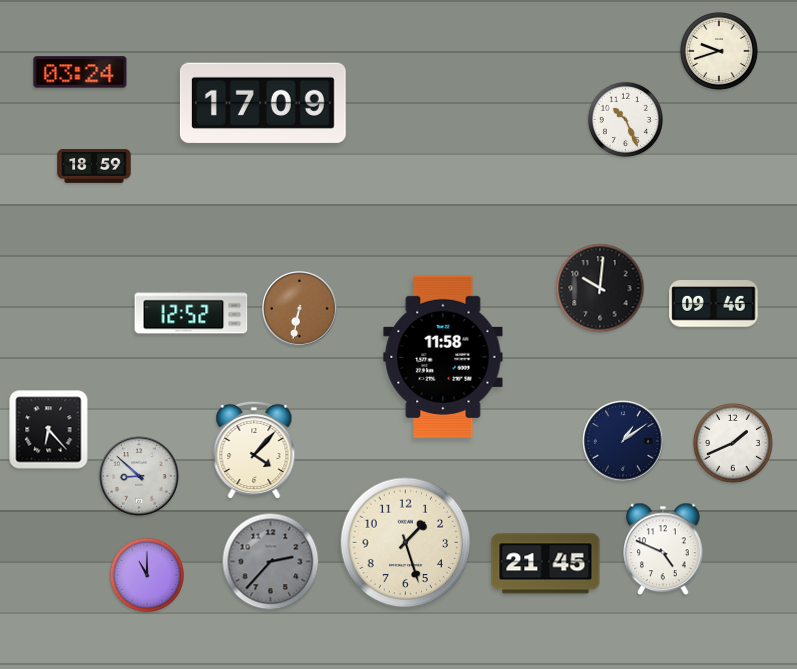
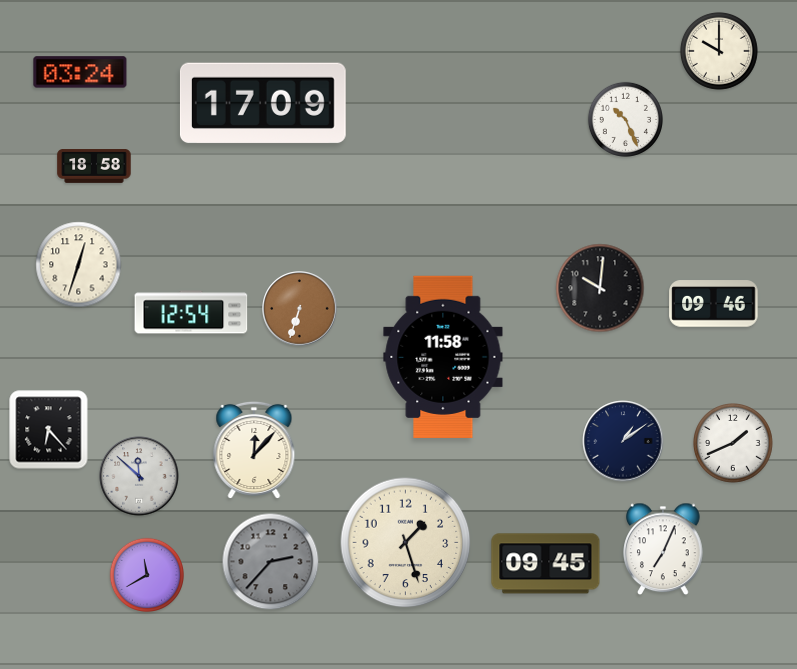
clock at (719, 51): 9:42 -> 10:00
clock at (94, 167): 18:59 -> 18:58
clock at (79, 265): none -> 12:33
clock at (300, 309): 6:32 -> 6:33
clock at (191, 312): 12:52 -> 12:54
clock at (254, 449): 4:07 -> 12:07
clock at (139, 476): 8:52 -> 11:52
clock at (663, 549): 4:49 -> 7:04
clock at (546, 564): 21:45 -> 09:45
clock at (146, 574): 11:00 -> 11:40
